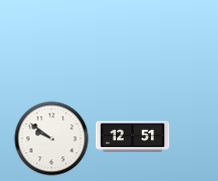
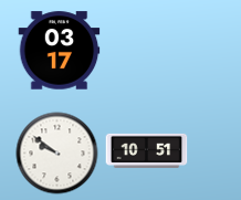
clock at (60, 51): none -> 03:17
clock at (133, 136): 12:51 -> 10:51
